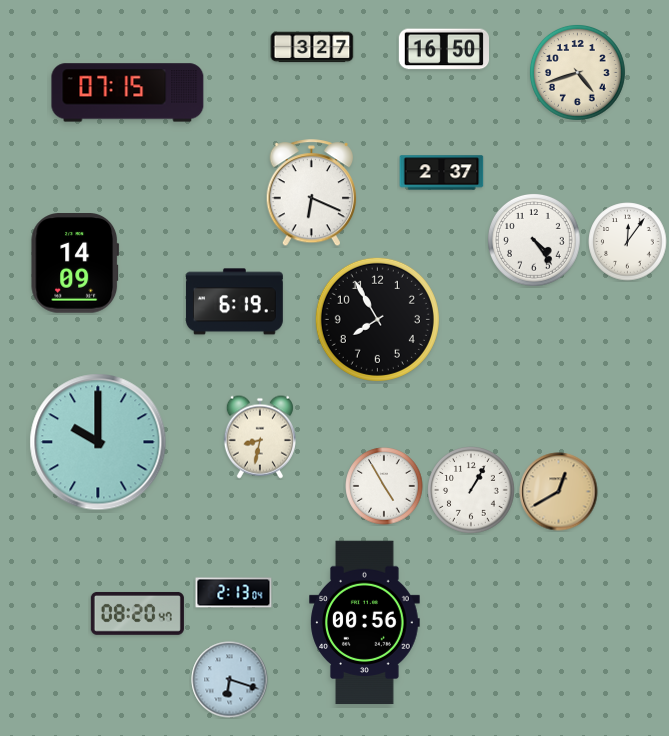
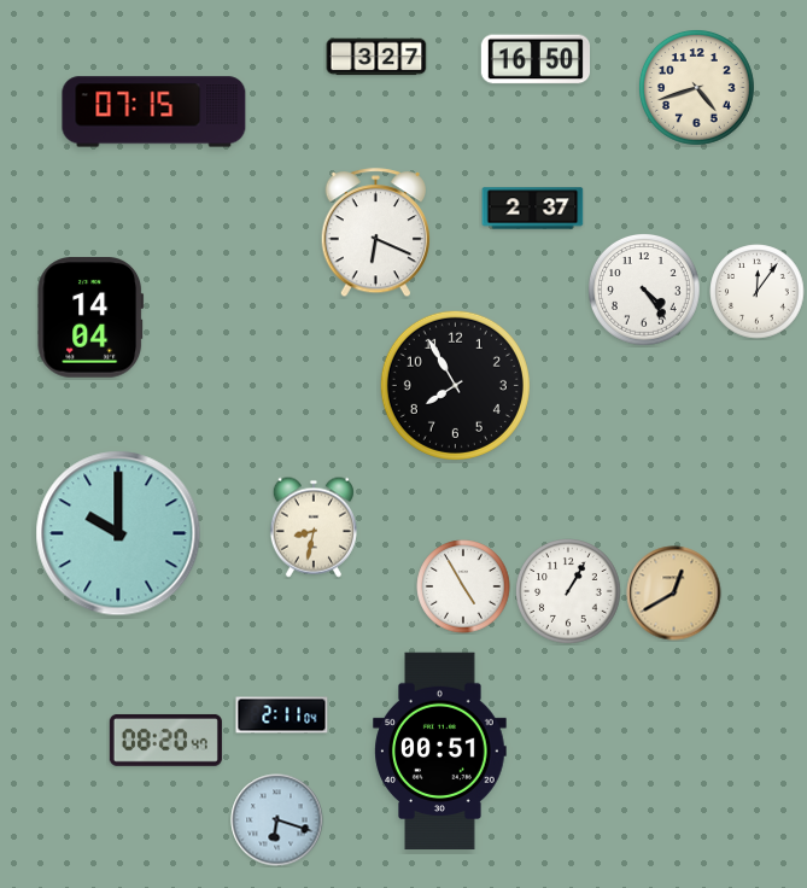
clock at (75, 263): 14:09 -> 14:04
clock at (234, 302): 6:19 -> none
clock at (234, 593): 2:13 -> 2:11
clock at (365, 623): 00:56 -> 00:51
